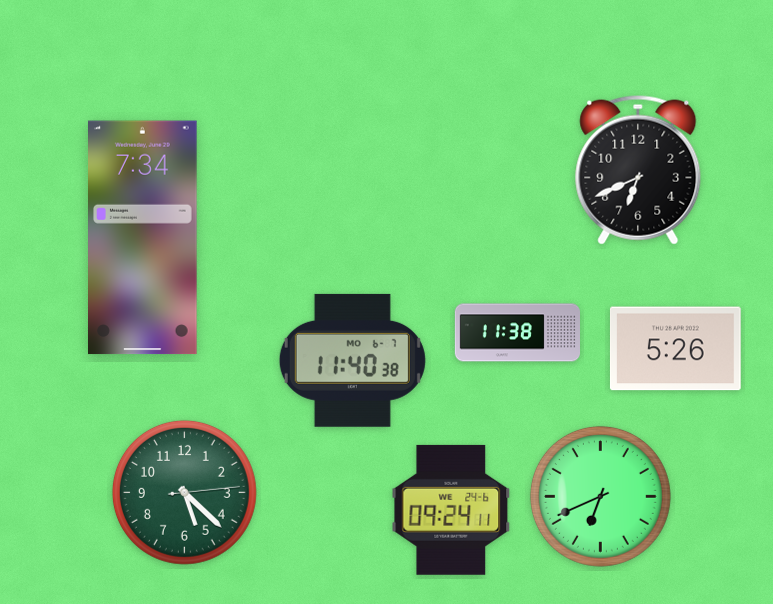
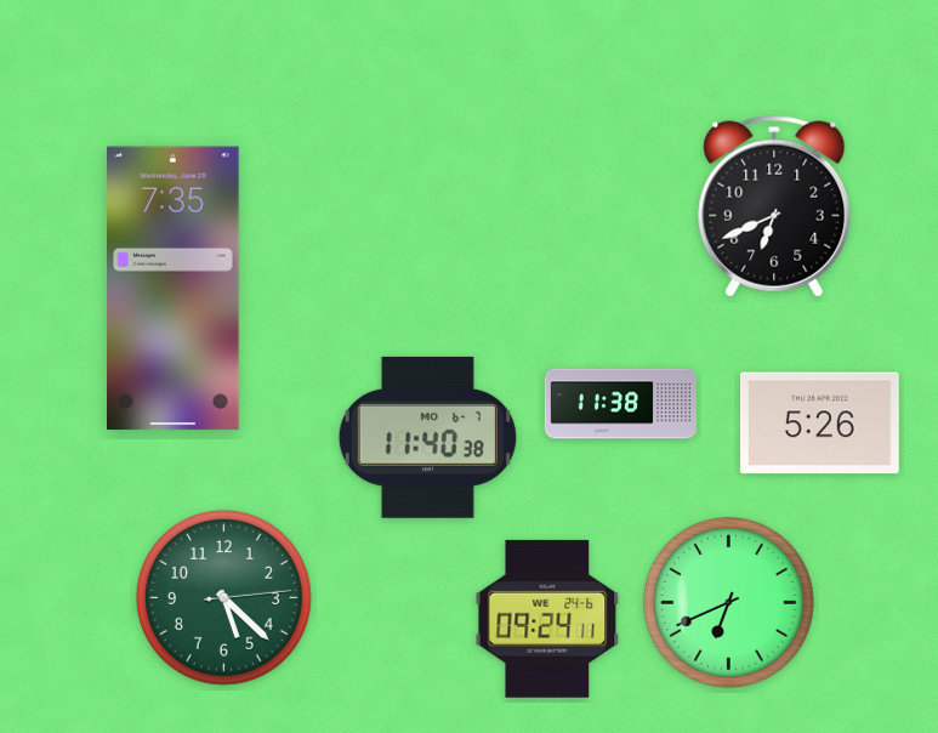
clock at (143, 238): 7:34 -> 7:35
clock at (517, 333) position: (517, 333) -> (620, 404)
